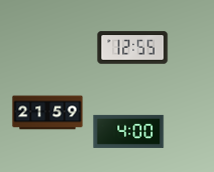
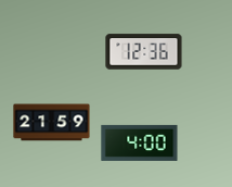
clock at (133, 48): 12:55 -> 12:36
